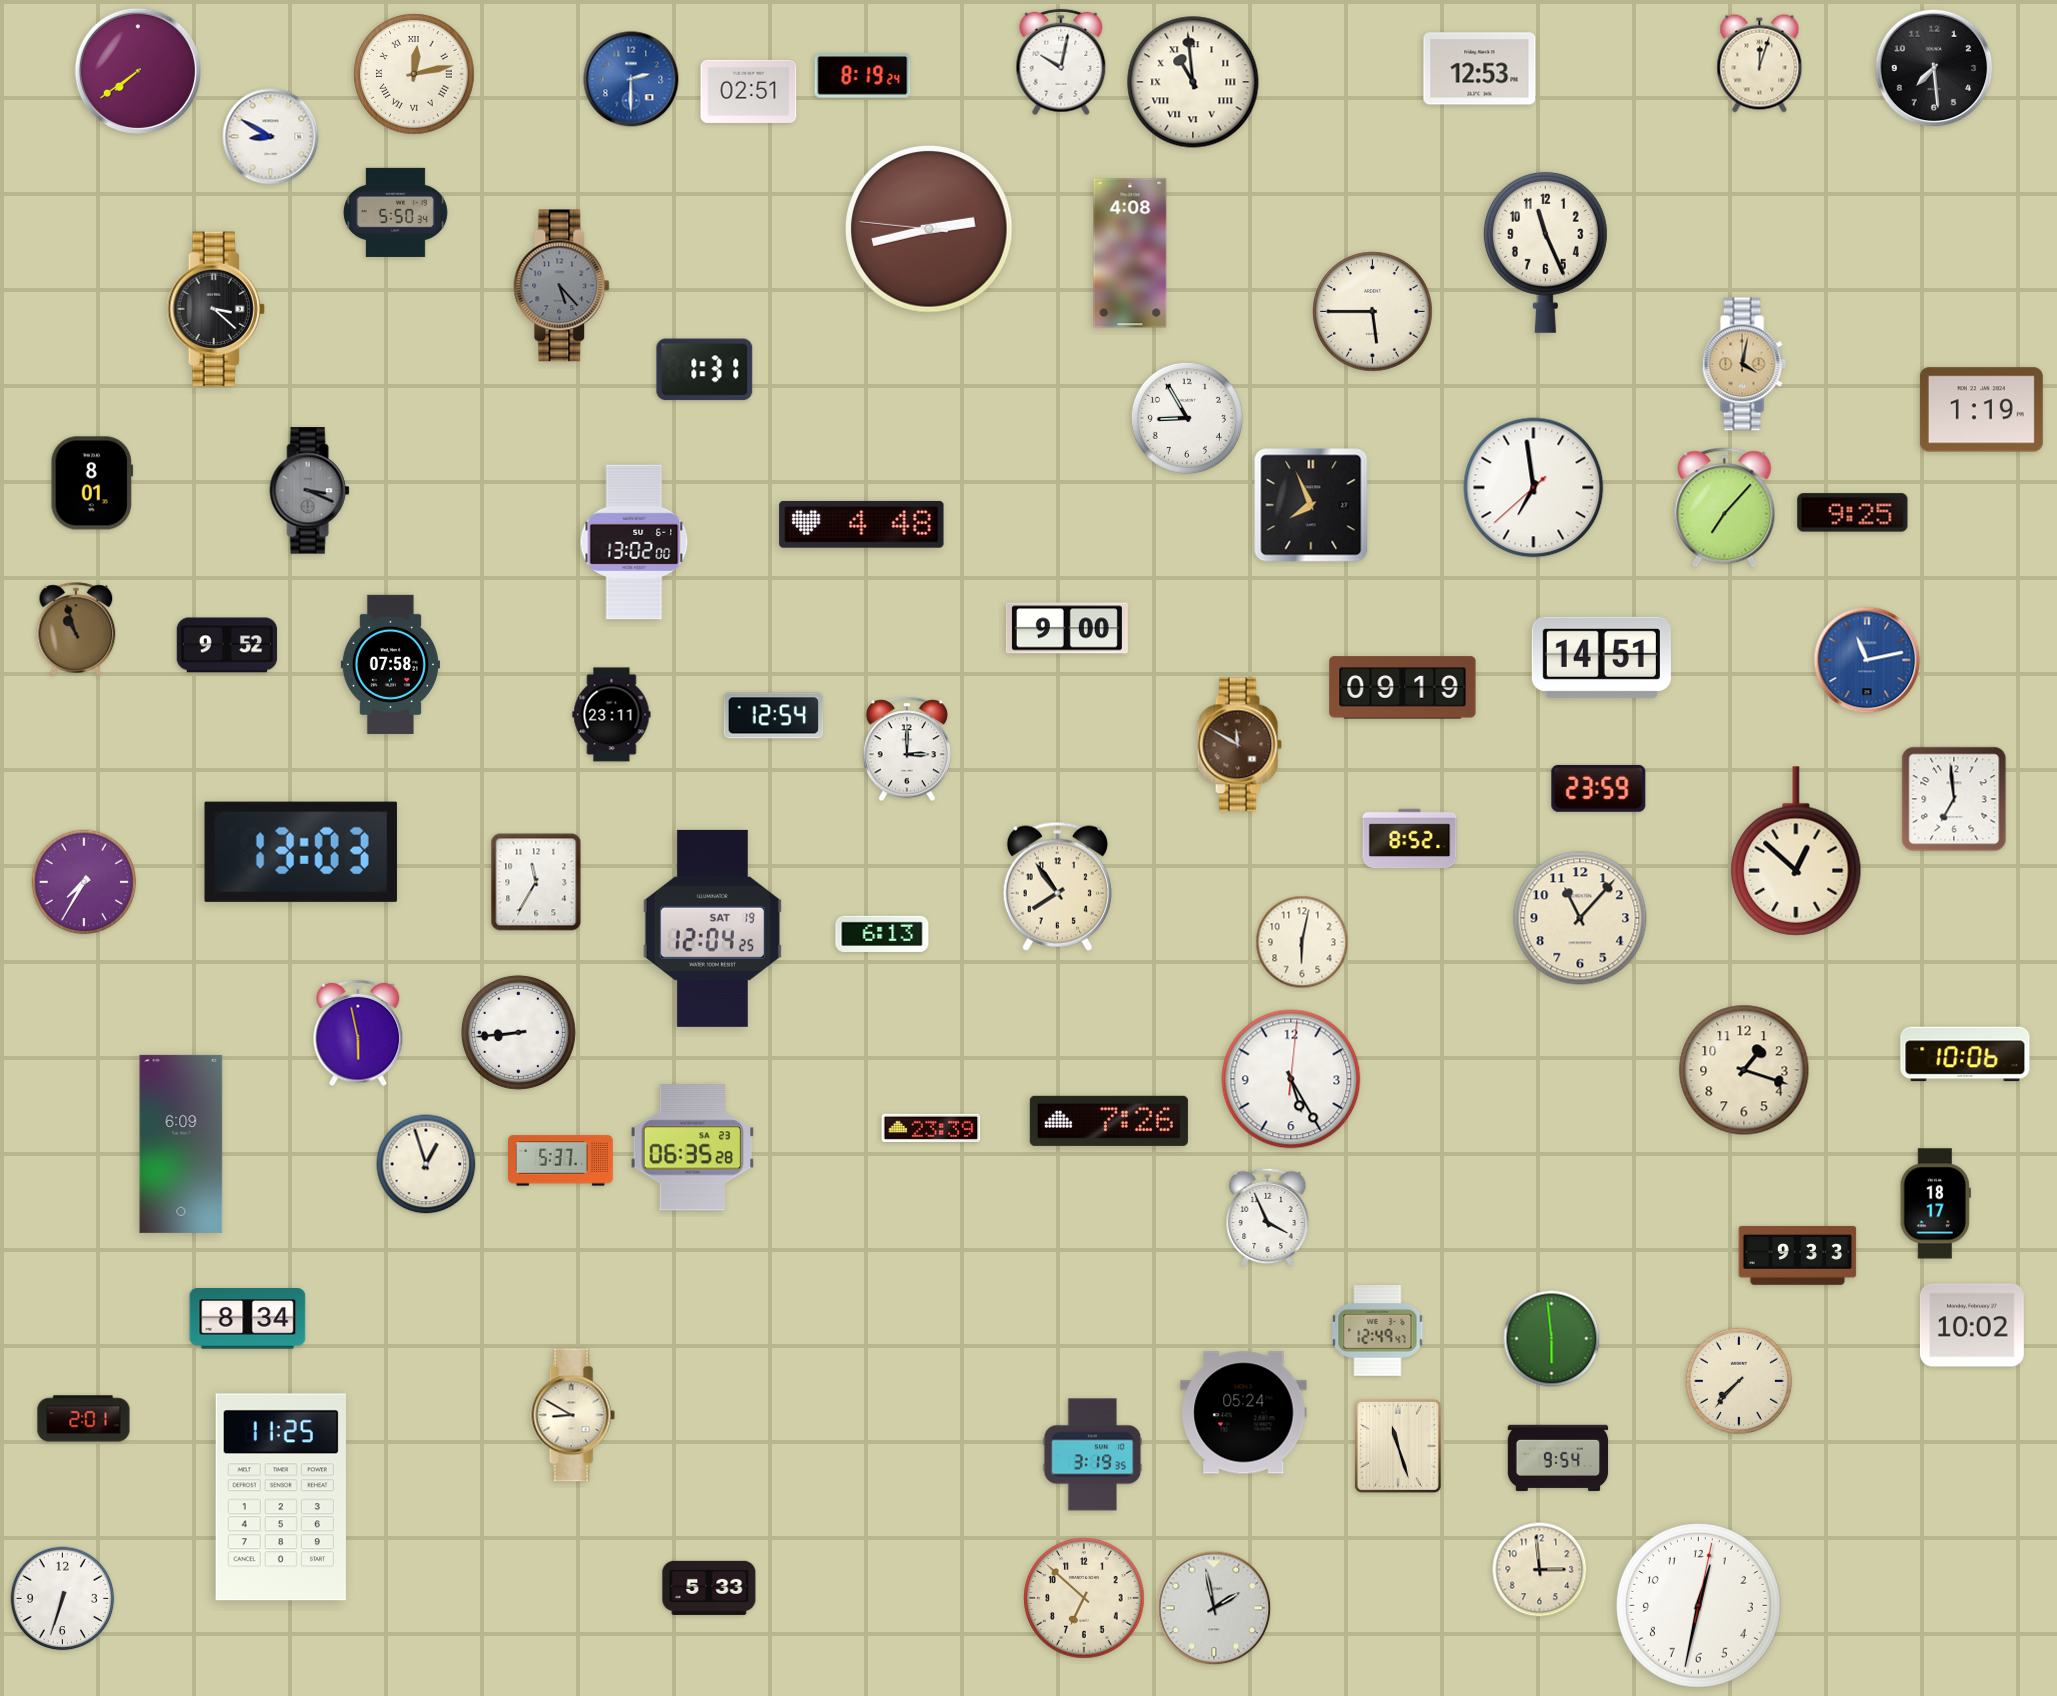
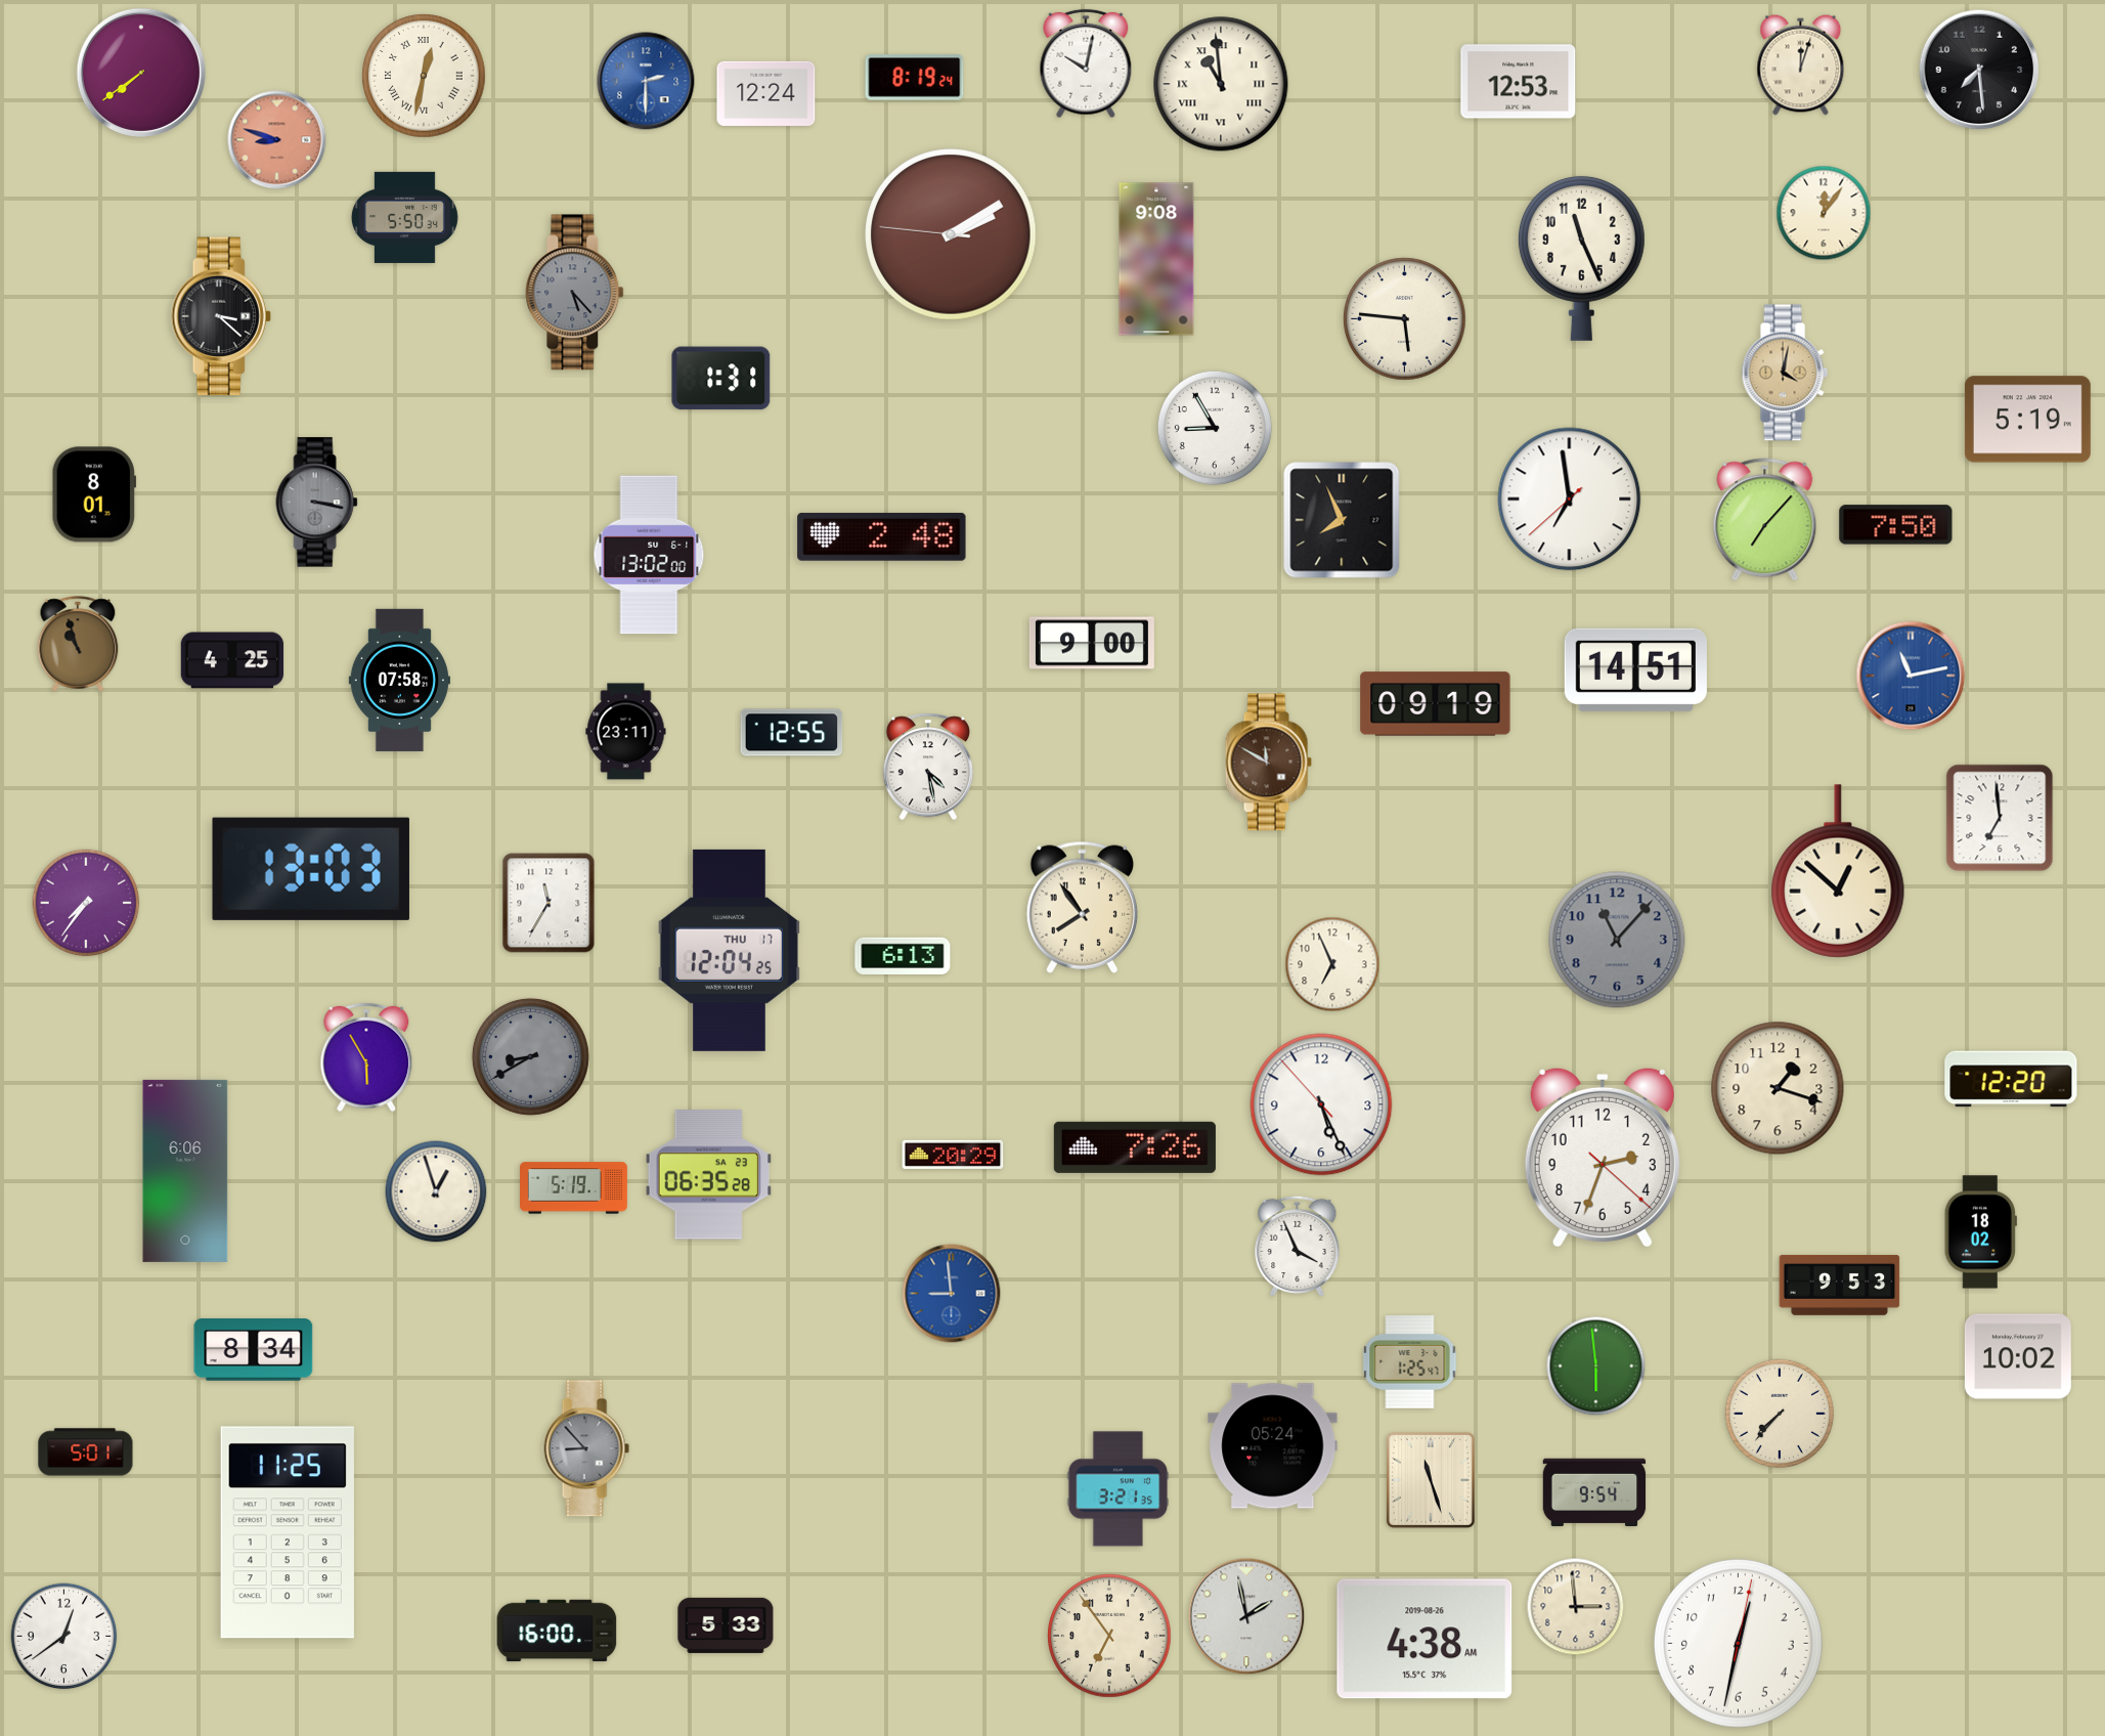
clock at (1480, 69) position: (1480, 69) -> (1519, 82)
clock at (414, 74): 12:13 -> 12:32
clock at (863, 76) position: (863, 76) -> (915, 78)
clock at (749, 91): 02:51 -> 12:24
clock at (271, 137): 8:50 -> 8:48
clock at (271, 137) dial: white -> salmon
clock at (1824, 213): none -> 12:06
clock at (929, 229): 2:42 -> 2:09
clock at (1130, 253): 4:08 -> 9:08
clock at (1373, 312): 5:45 -> 5:46
clock at (1981, 410): 1:19 -> 5:19
clock at (310, 491): 3:19 -> 3:17
clock at (1311, 505) position: (1311, 505) -> (1342, 520)
clock at (1853, 513): 9:25 -> 7:50
clock at (862, 524): 4:48 -> 2:48
clock at (227, 645): 9:52 -> 4:25
clock at (1601, 657) position: (1601, 657) -> (1635, 669)
clock at (774, 716): 12:54 -> 12:55
clock at (907, 749): 3:00 -> 4:28
clock at (1599, 788): 23:59 -> none
clock at (1410, 839): 8:52 -> none
clock at (301, 852) position: (301, 852) -> (311, 869)
clock at (84, 882): 7:35 -> 7:36
clock at (1580, 918) dial: cream -> grey
clock at (712, 928) date: SAT 19 -> THU 17
clock at (1302, 942): 6:02 -> 6:56
clock at (518, 1032): 8:44 -> 8:40
clock at (518, 1032) dial: white -> grey
clock at (358, 1033): 5:58 -> 5:55
clock at (1965, 1054): 10:06 -> 12:20
clock at (1744, 1070) position: (1744, 1070) -> (1778, 1088)
clock at (1291, 1079): 5:25:01 -> 5:25:53
clock at (931, 1128): 23:39 -> 20:29
clock at (1603, 1157): none -> 2:33
clock at (181, 1144): 6:09 -> 6:06
clock at (561, 1161): 5:37 -> 5:19
clock at (1935, 1204): 18:17 -> 18:02
clock at (1798, 1255): 9:33 -> 9:53
clock at (952, 1294): none -> 8:59
clock at (1378, 1331): 12:49 -> 1:25
clock at (1552, 1339) position: (1552, 1339) -> (1596, 1366)
clock at (573, 1415): 8:50 -> 8:53
clock at (573, 1415) dial: cream -> grey
clock at (84, 1419): 2:01 -> 5:01
clock at (1093, 1455): 3:19 -> 3:21
clock at (557, 1631): none -> 16:00
clock at (1084, 1598): 6:52 -> 6:54
clock at (63, 1599): 6:33 -> 12:39
clock at (1424, 1639): none -> 4:38
clock at (1214, 1608) position: (1214, 1608) -> (1246, 1616)
